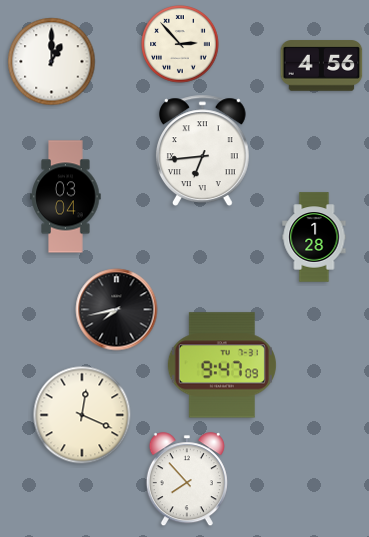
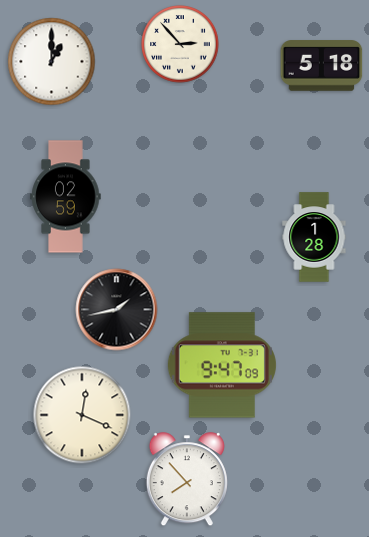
clock at (322, 66): 4:56 -> 5:18
clock at (202, 150): 6:44 -> none
clock at (66, 197): 03:04 -> 02:59
clock at (117, 310): 7:43 -> 1:43
